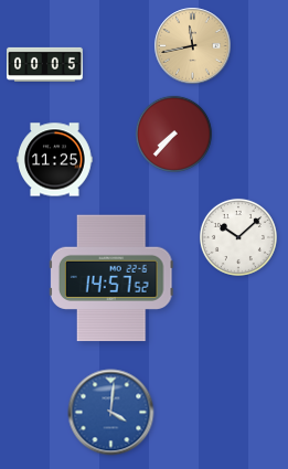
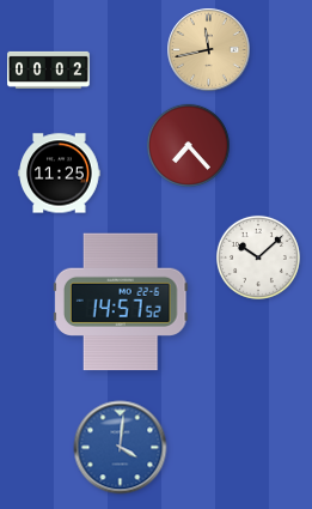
clock at (45, 64): 00:05 -> 00:02
clock at (173, 134): 7:37 -> 7:23
